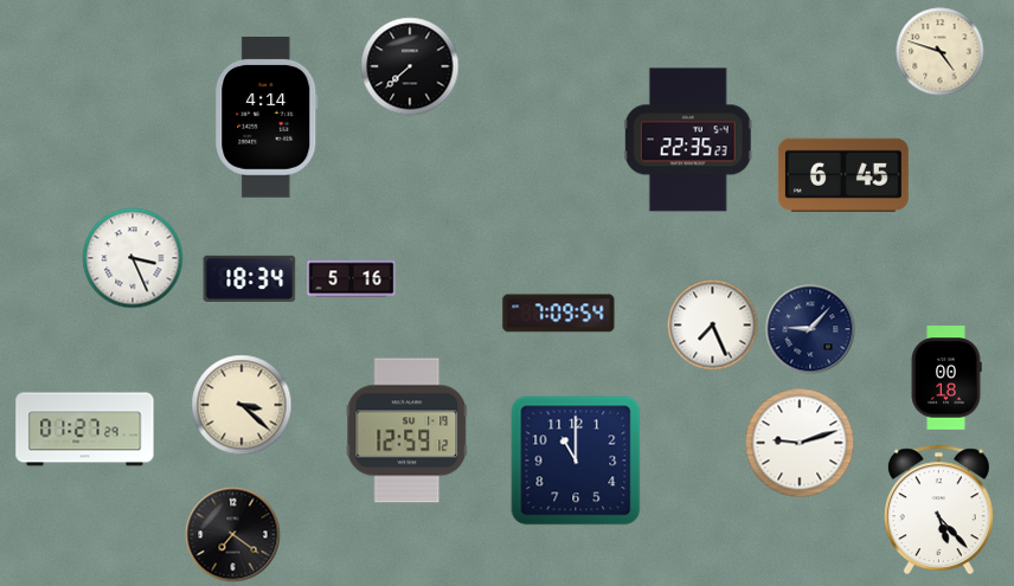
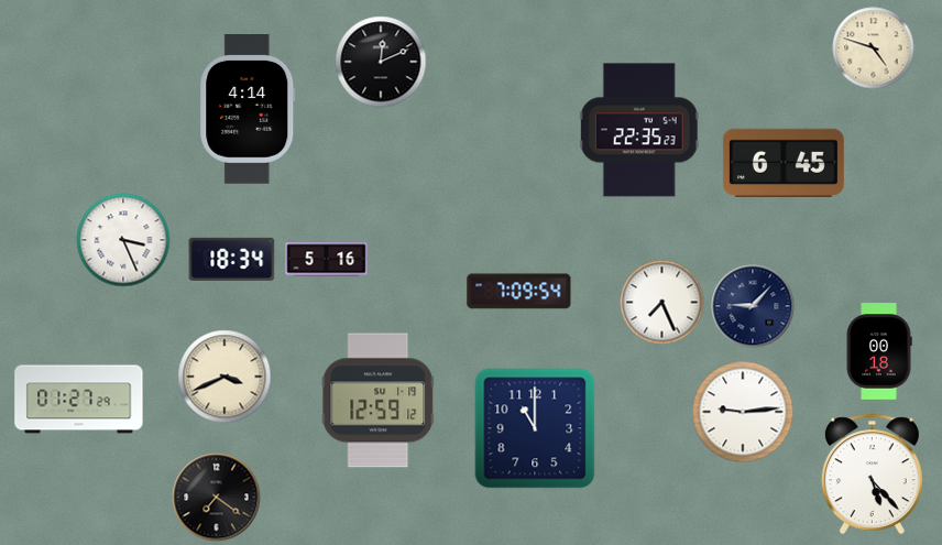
clock at (410, 66): 7:38 -> 12:11
clock at (242, 405): 3:22 -> 3:41
clock at (800, 443): 9:12 -> 9:14
